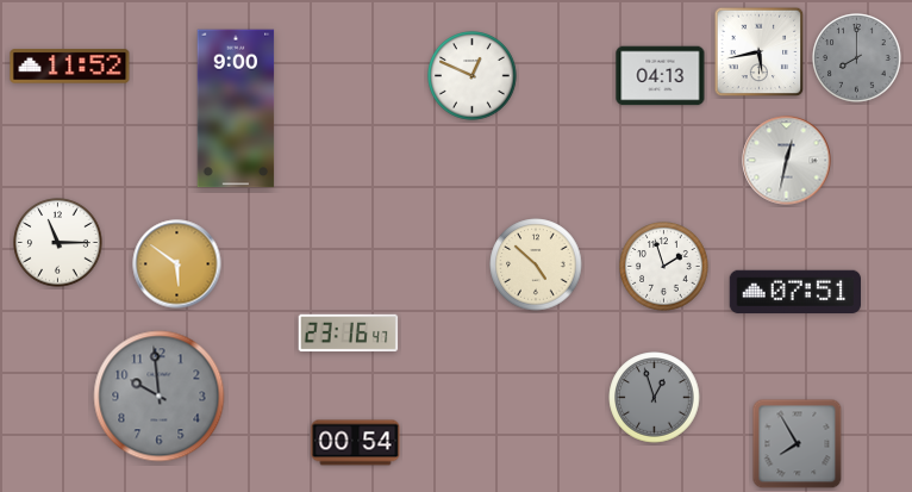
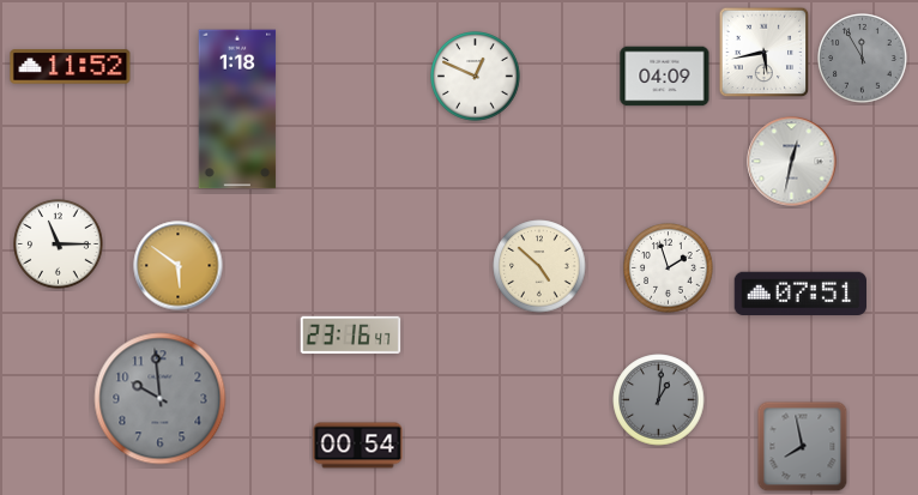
clock at (857, 58): 8:00 -> 11:55
clock at (661, 76): 04:13 -> 04:09
clock at (236, 108): 9:00 -> 1:18
clock at (655, 398): 12:57 -> 1:01
clock at (798, 444): 7:55 -> 7:58
